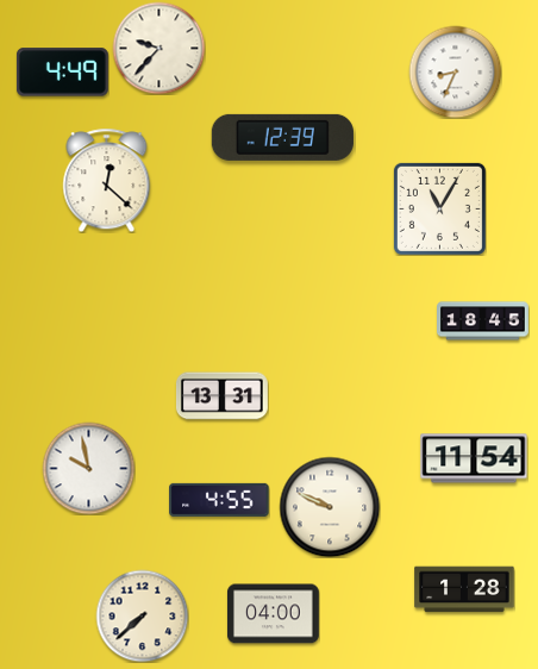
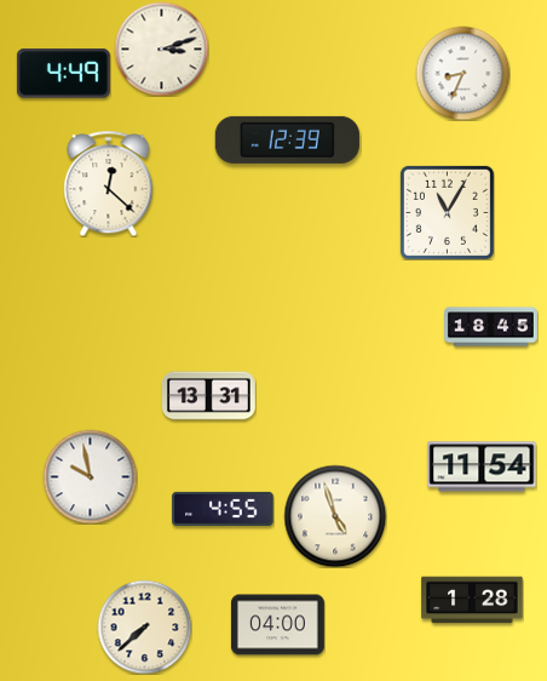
clock at (158, 48): 9:37 -> 3:12
clock at (221, 396) position: (221, 396) -> (208, 396)
clock at (330, 507): 9:49 -> 4:57
